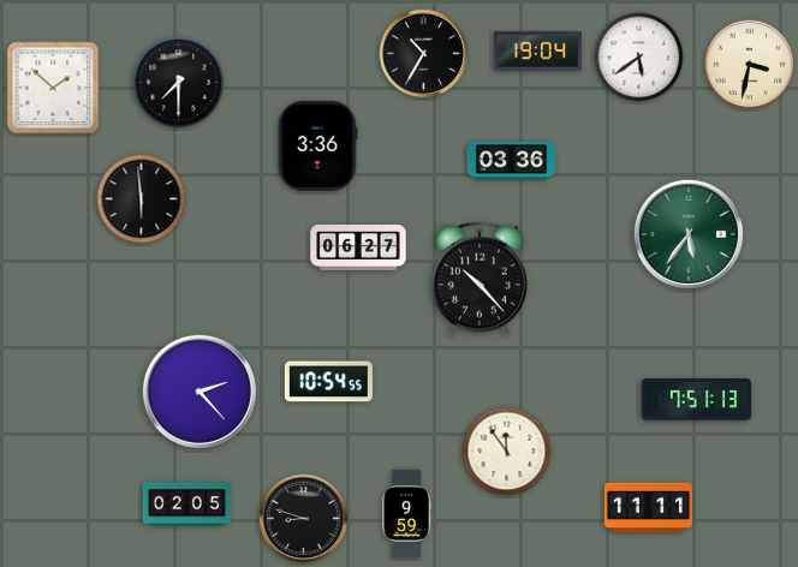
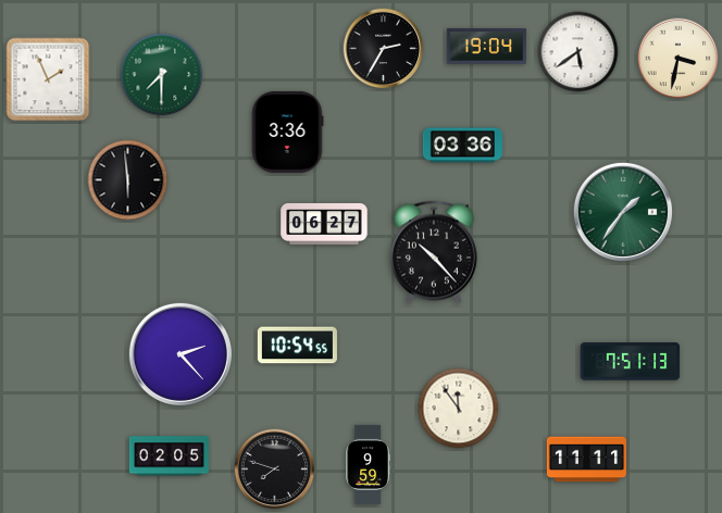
clock at (424, 54): 10:35 -> 2:35
clock at (179, 83) dial: black -> green
clock at (53, 88): 1:52 -> 1:56
clock at (689, 234): 5:36 -> 1:36
clock at (304, 519): 8:48 -> 7:48
